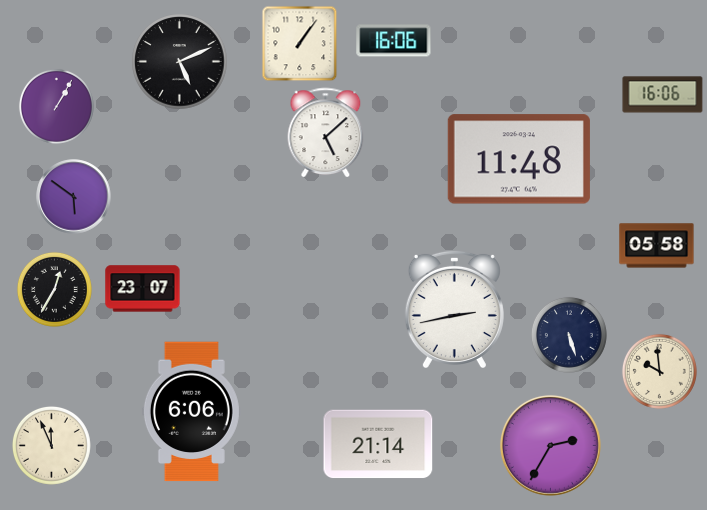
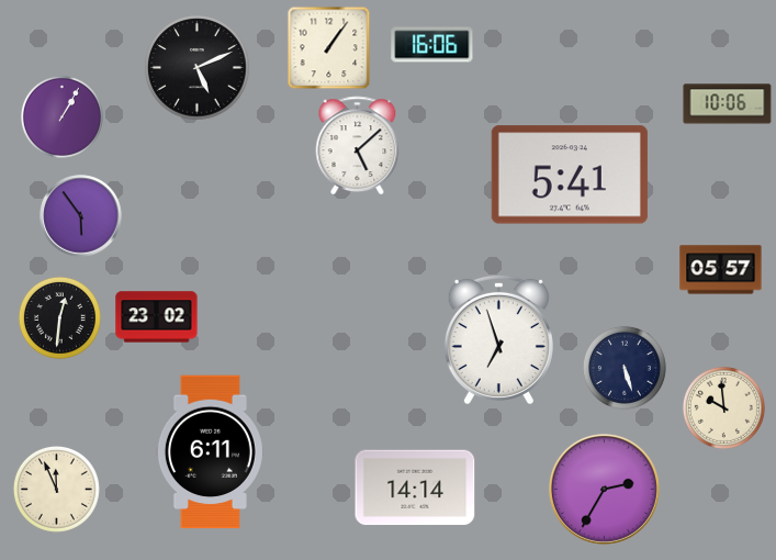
clock at (663, 95): 16:06 -> 10:06
clock at (519, 159): 11:48 -> 5:41
clock at (74, 197): 5:51 -> 5:54
clock at (657, 246): 05:58 -> 05:57
clock at (54, 289): 12:35 -> 12:31
clock at (143, 289): 23:07 -> 23:02
clock at (454, 308): 2:43 -> 6:57
clock at (191, 412): 6:06 -> 6:11
clock at (378, 444): 21:14 -> 14:14
